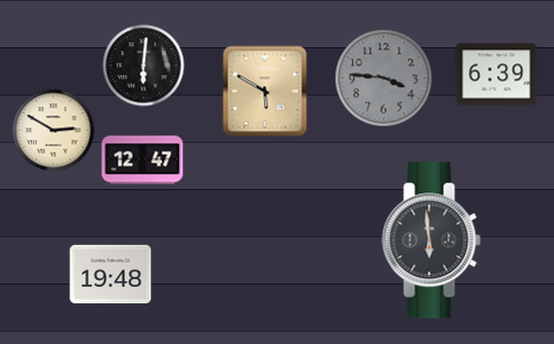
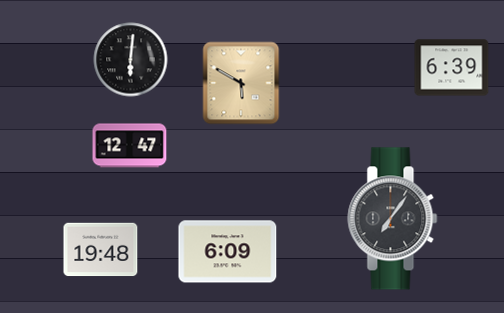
clock at (384, 78): 3:46 -> none
clock at (54, 131): 2:50 -> none
clock at (432, 241): 5:59 -> 7:06
clock at (228, 252): none -> 6:09
